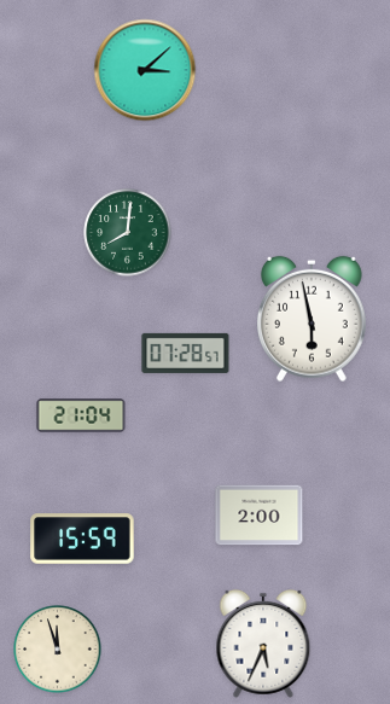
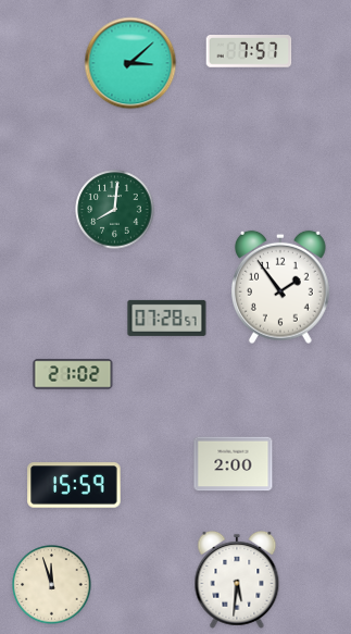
clock at (249, 52): none -> 7:57
clock at (313, 319): 5:58 -> 1:54
clock at (81, 415): 21:04 -> 21:02
clock at (263, 644): 5:34 -> 5:31
